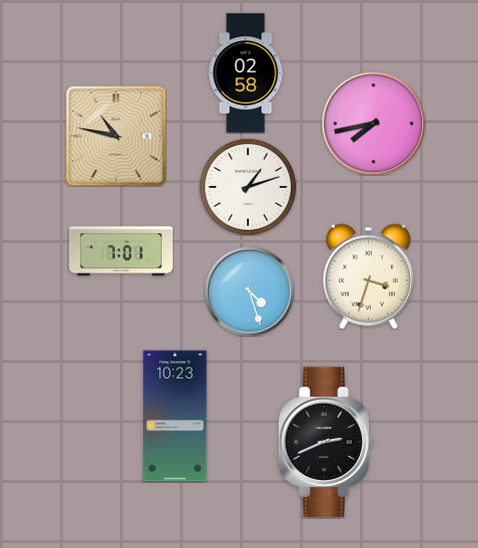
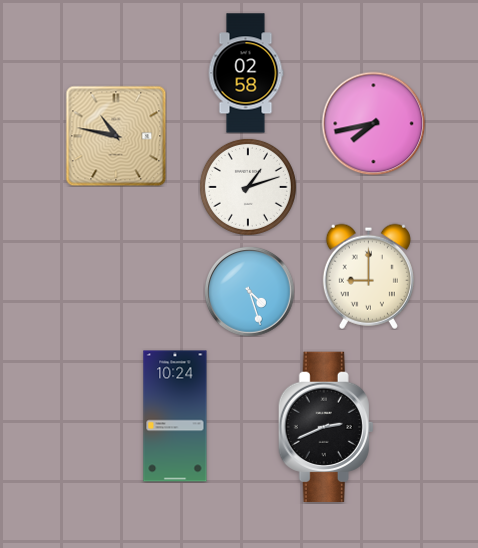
clock at (121, 251): 7:01 -> none
clock at (368, 276): 3:33 -> 9:00
clock at (175, 416): 10:23 -> 10:24
clock at (326, 441) position: (326, 441) -> (326, 426)
